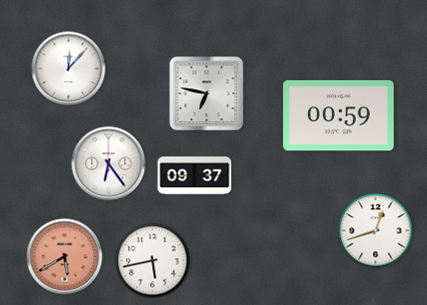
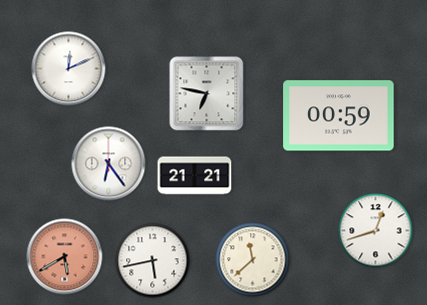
clock at (69, 69): 12:07 -> 12:11
clock at (195, 176): 09:37 -> 21:21
clock at (253, 260): none -> 11:38
